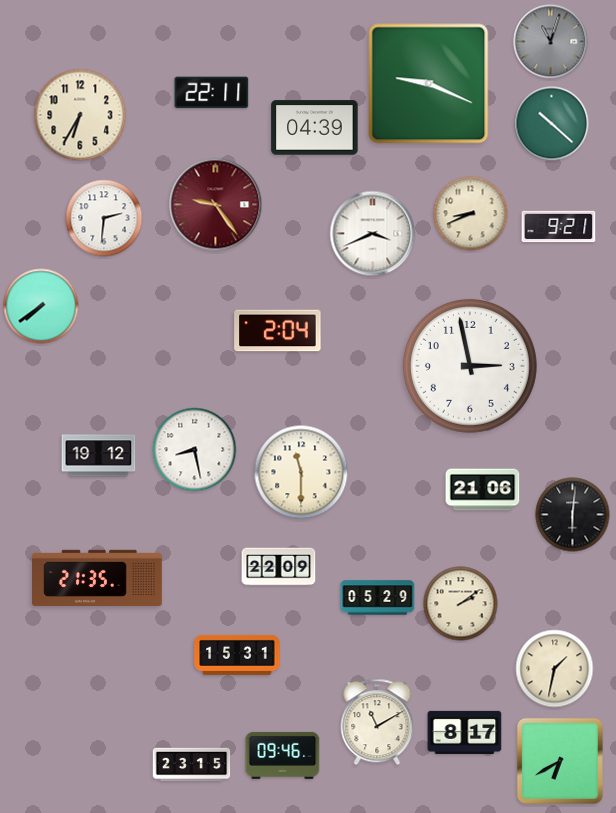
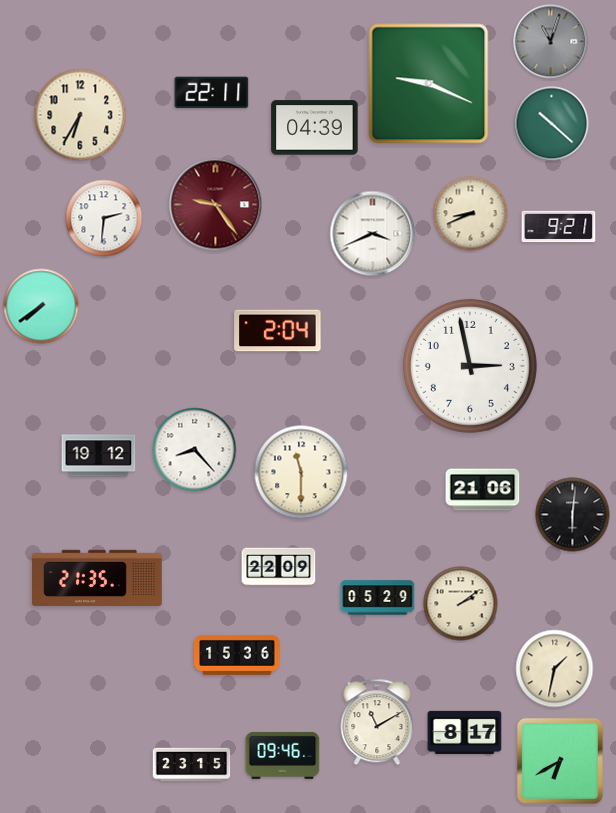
clock at (195, 450): 8:28 -> 8:23
clock at (237, 655): 15:31 -> 15:36
